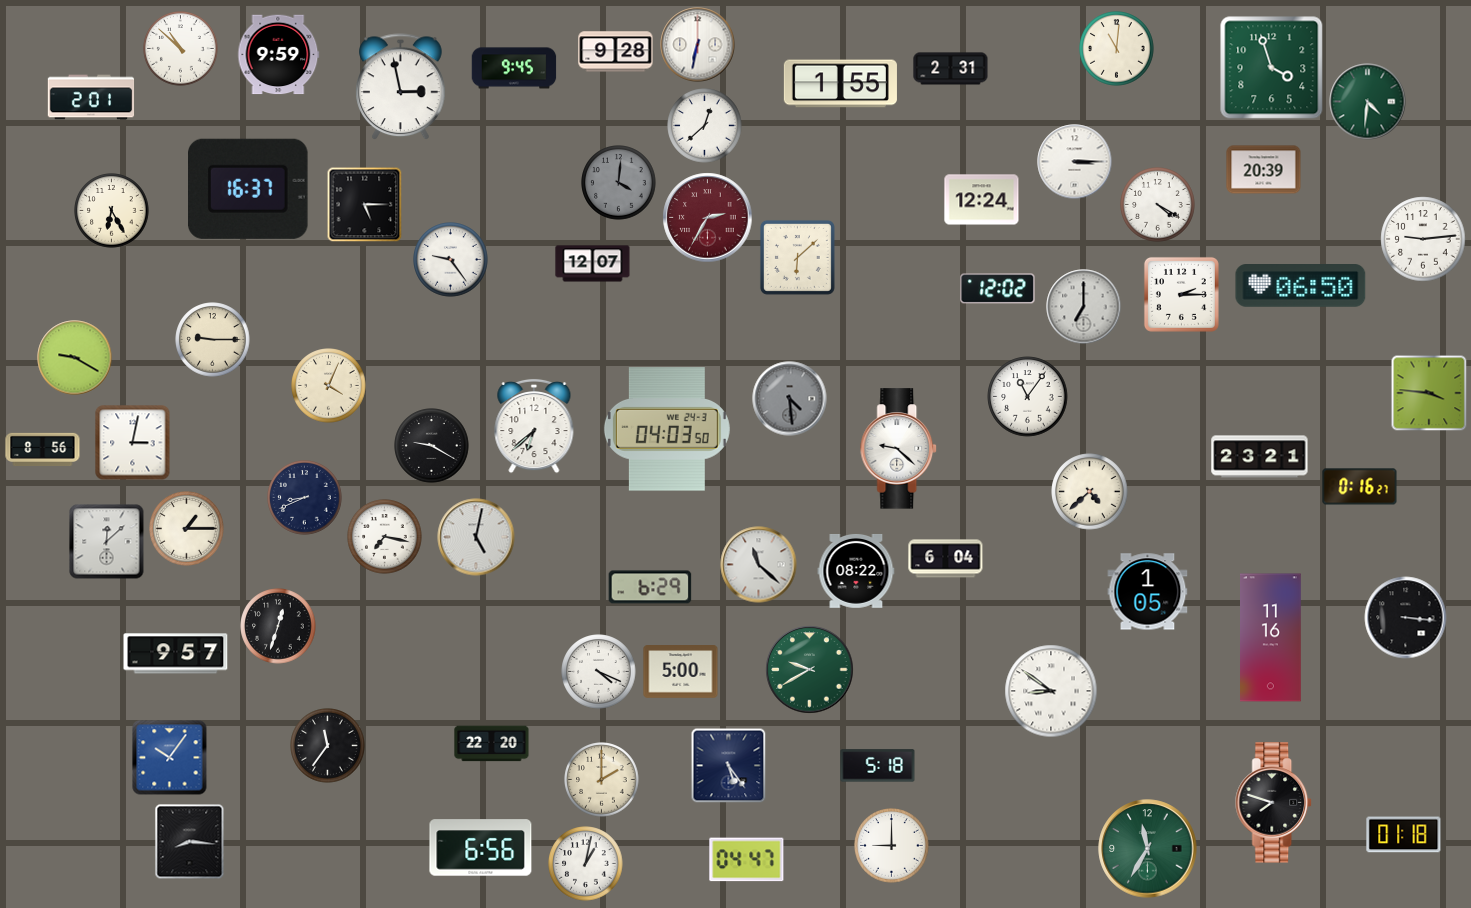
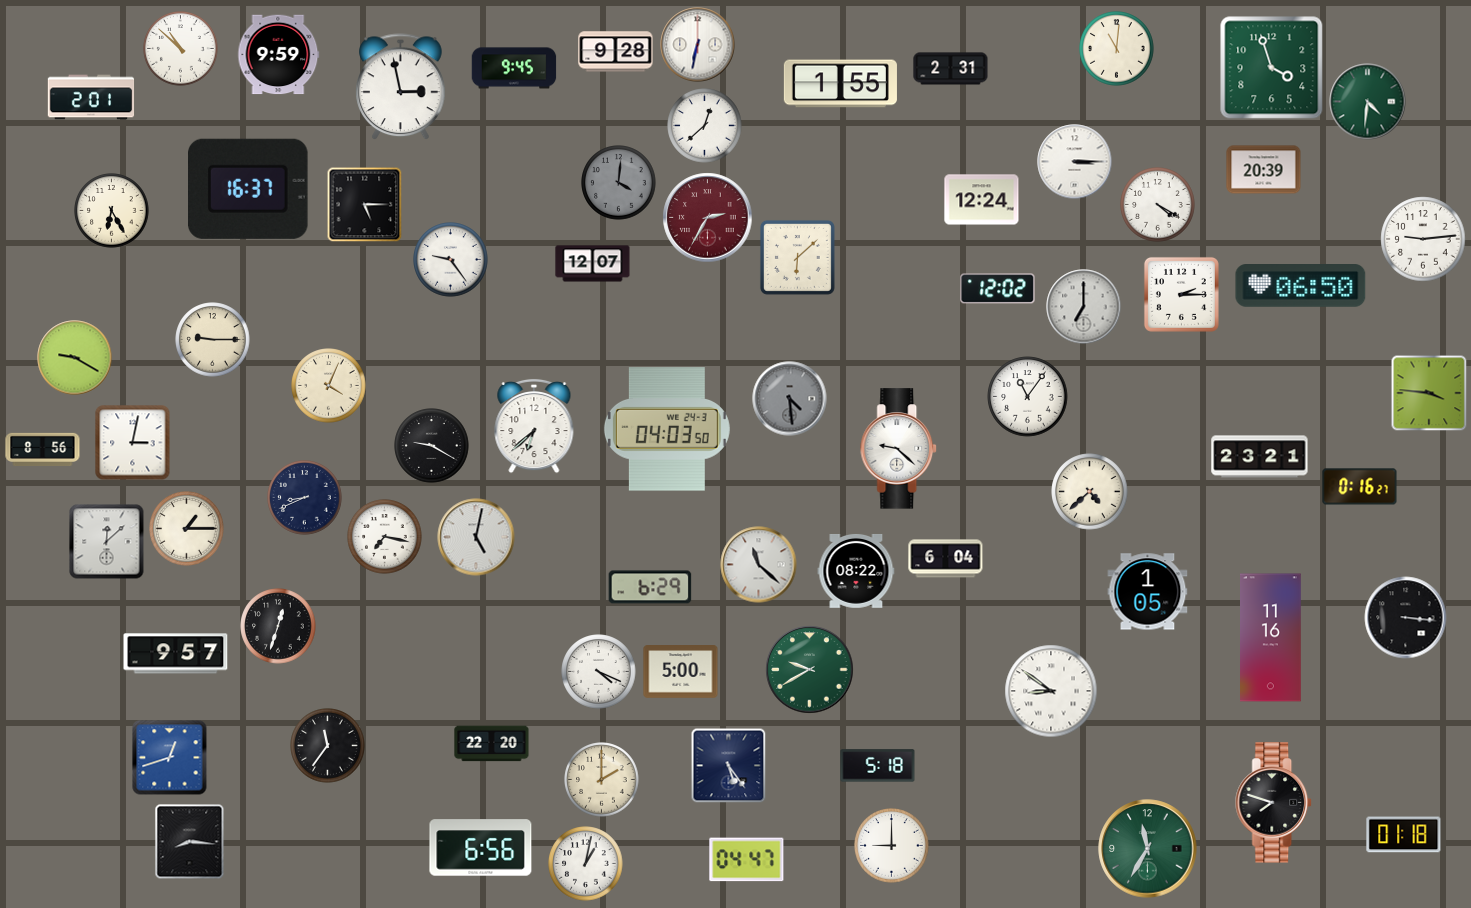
clock at (170, 758): 10:06 -> 12:42
